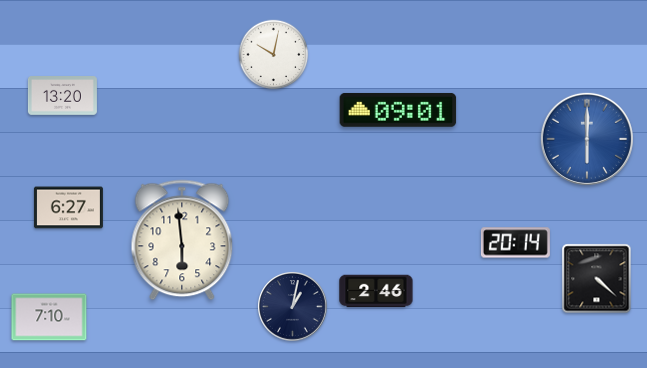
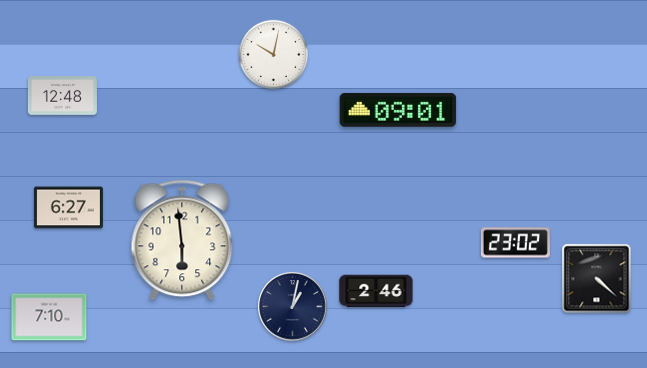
clock at (62, 96): 13:20 -> 12:48
clock at (587, 139): 6:00 -> none
clock at (515, 243): 20:14 -> 23:02
